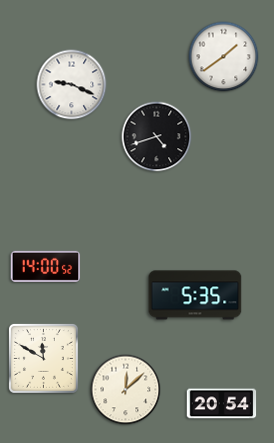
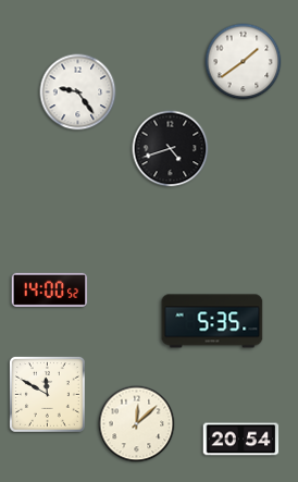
clock at (72, 85): 9:19 -> 9:24
clock at (43, 358) position: (43, 358) -> (47, 394)
